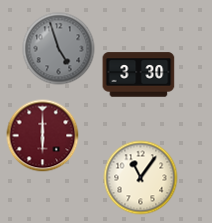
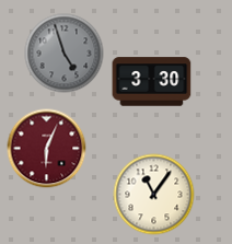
clock at (43, 136): 6:00 -> 6:04
